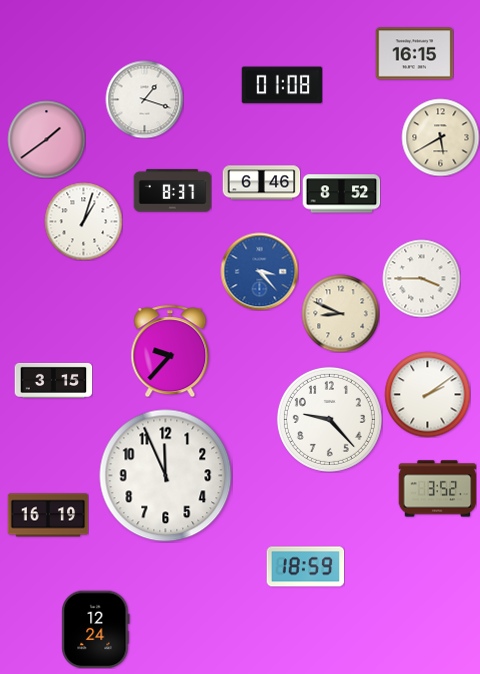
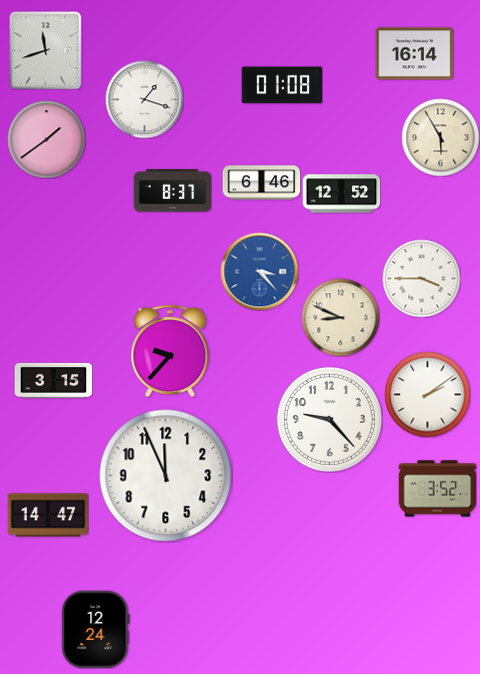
clock at (46, 50): none -> 11:42
clock at (414, 54): 16:15 -> 16:14
clock at (440, 137): 5:40 -> 5:55
clock at (341, 194): 8:52 -> 12:52
clock at (83, 221): 1:03 -> none
clock at (340, 313) position: (340, 313) -> (340, 317)
clock at (48, 515): 16:19 -> 14:47
clock at (305, 567): 18:59 -> none
